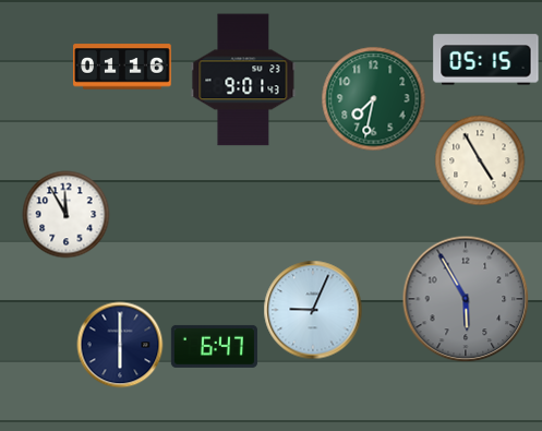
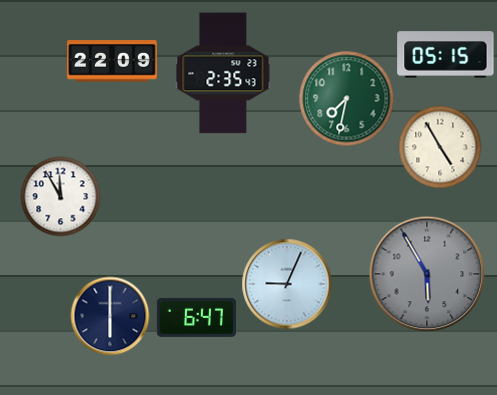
clock at (122, 67): 01:16 -> 22:09
clock at (243, 80): 9:01 -> 2:35
clock at (373, 98) position: (373, 98) -> (346, 98)
